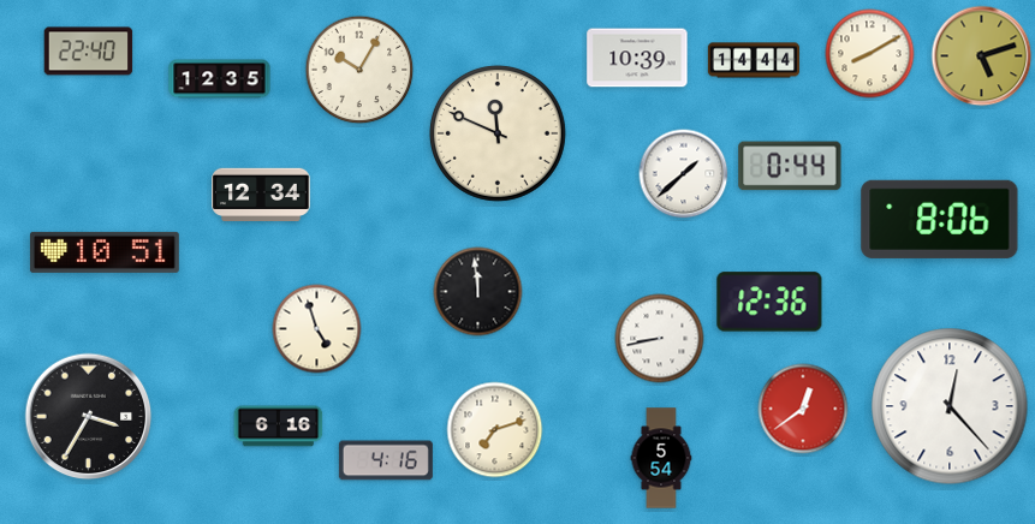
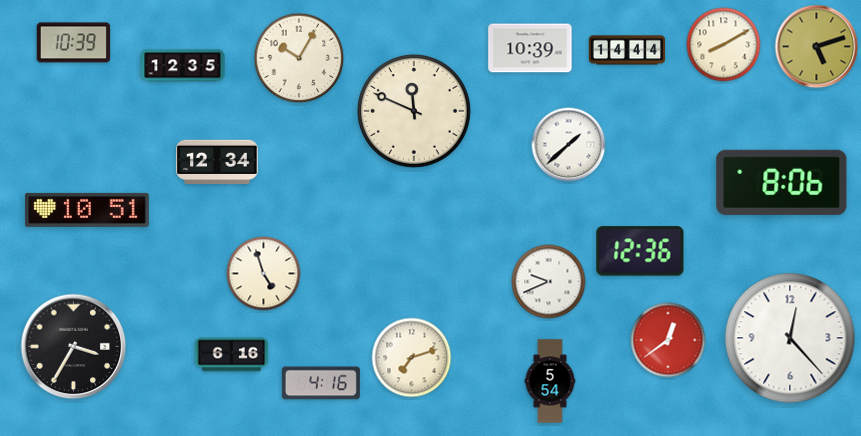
clock at (89, 52): 22:40 -> 10:39
clock at (790, 166): 0:44 -> none
clock at (478, 292): 11:59 -> none
clock at (660, 339): 8:43 -> 9:41
